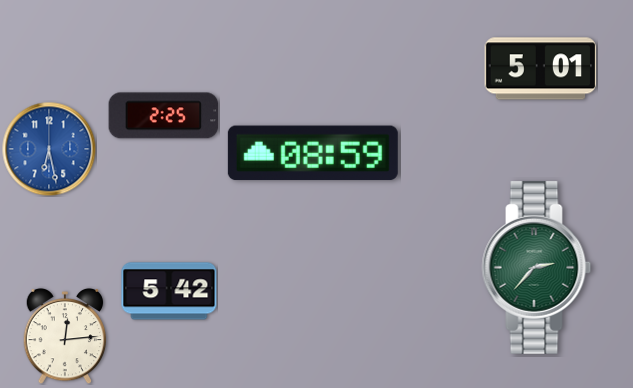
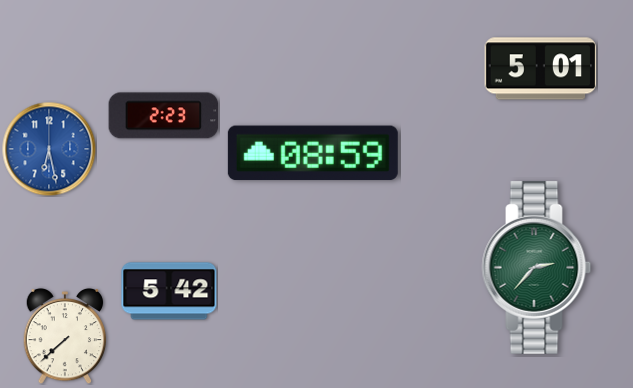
clock at (164, 116): 2:25 -> 2:23
clock at (65, 336): 12:14 -> 7:38
